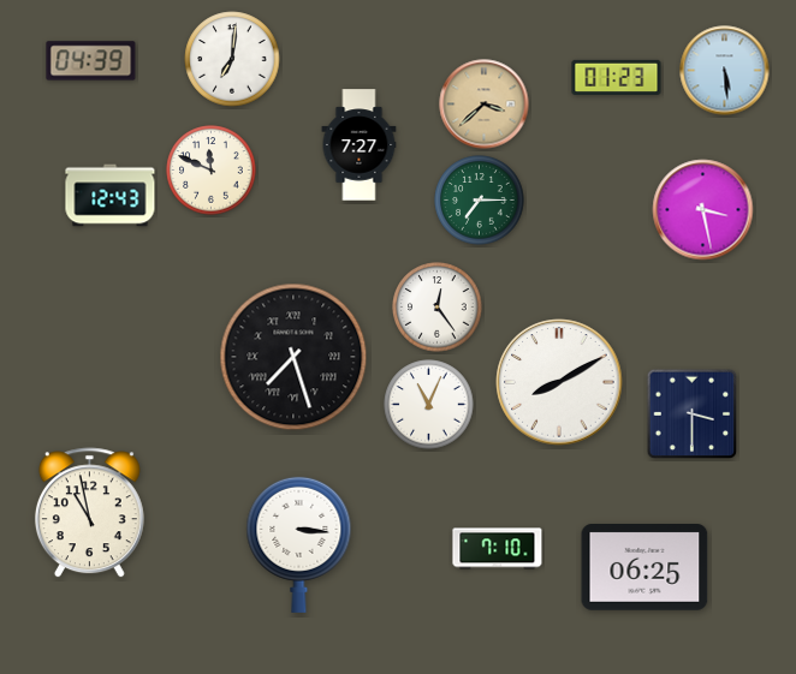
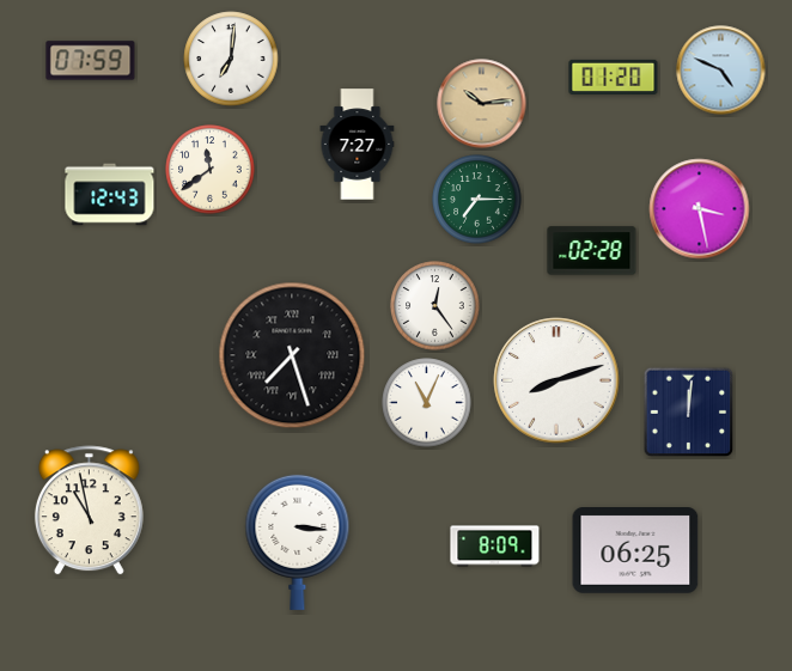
clock at (91, 61): 04:39 -> 07:59
clock at (725, 71): 5:29 -> 4:49
clock at (617, 77): 01:23 -> 01:20
clock at (485, 105): 3:38 -> 10:14
clock at (212, 171): 11:49 -> 11:39
clock at (592, 251): none -> 02:28
clock at (559, 382): 8:10 -> 8:12
clock at (693, 414): 3:30 -> 12:01
clock at (498, 549): 7:10 -> 8:09
clock at (644, 567) position: (644, 567) -> (635, 550)
